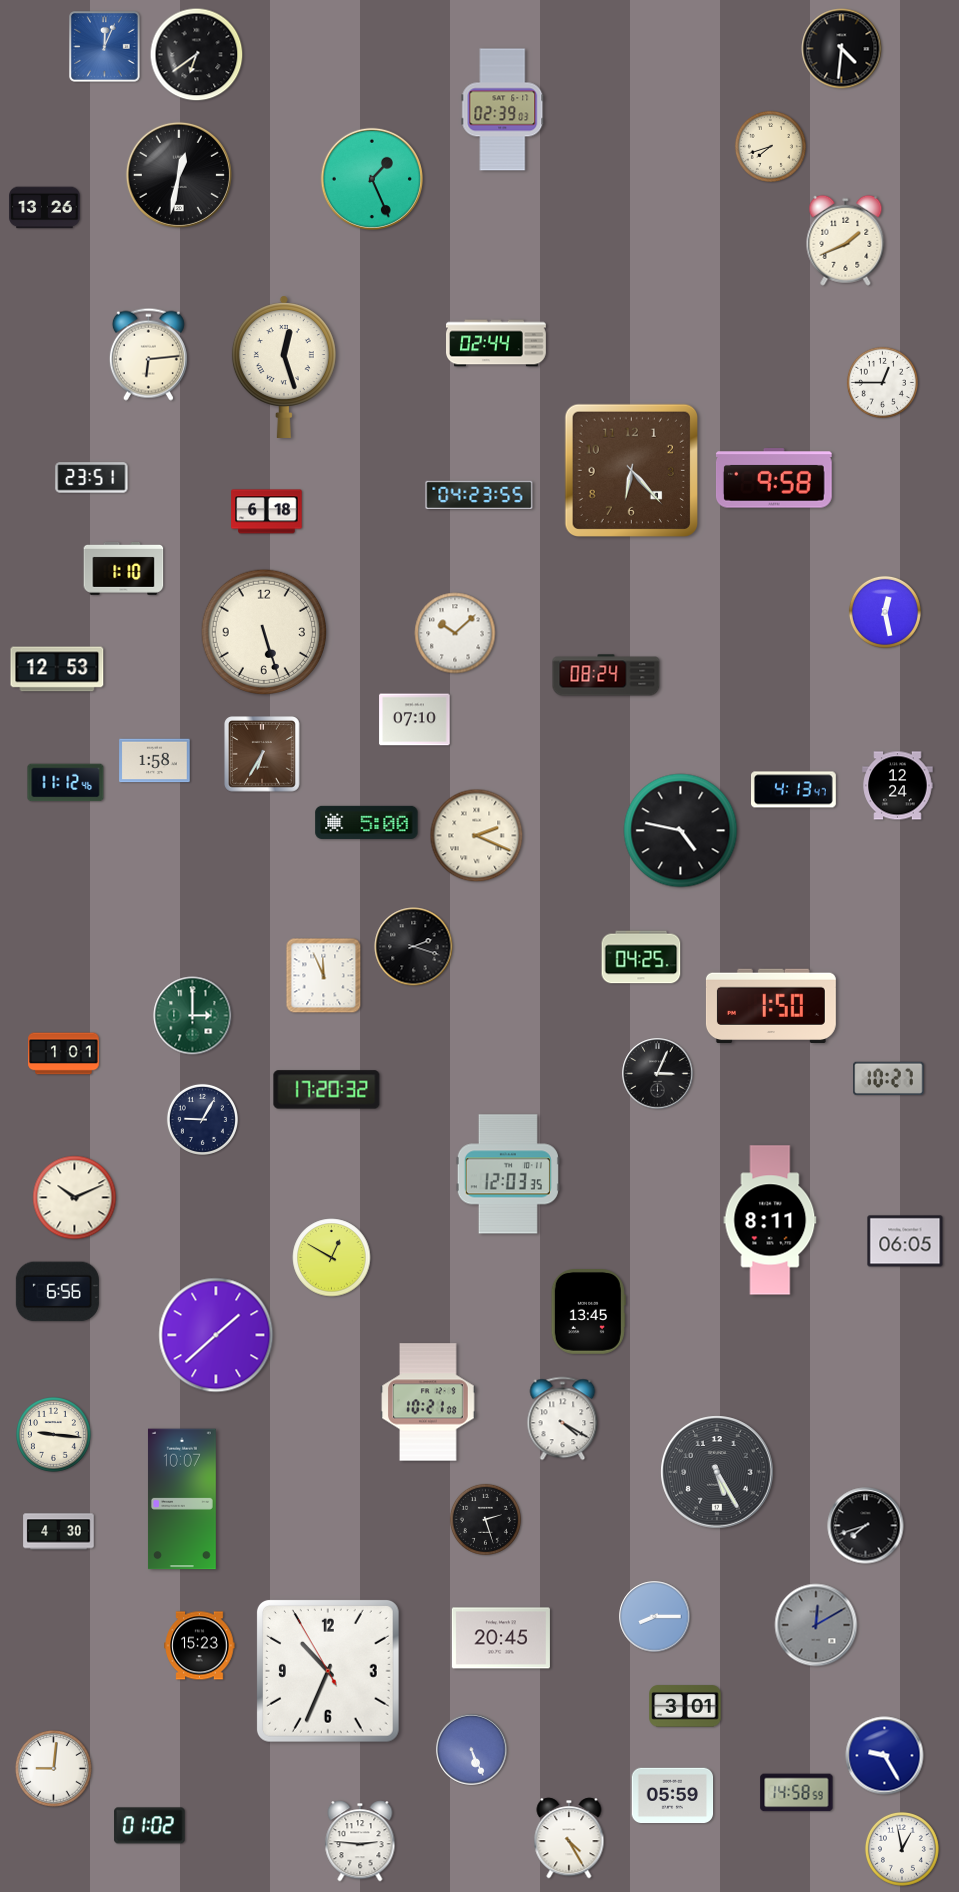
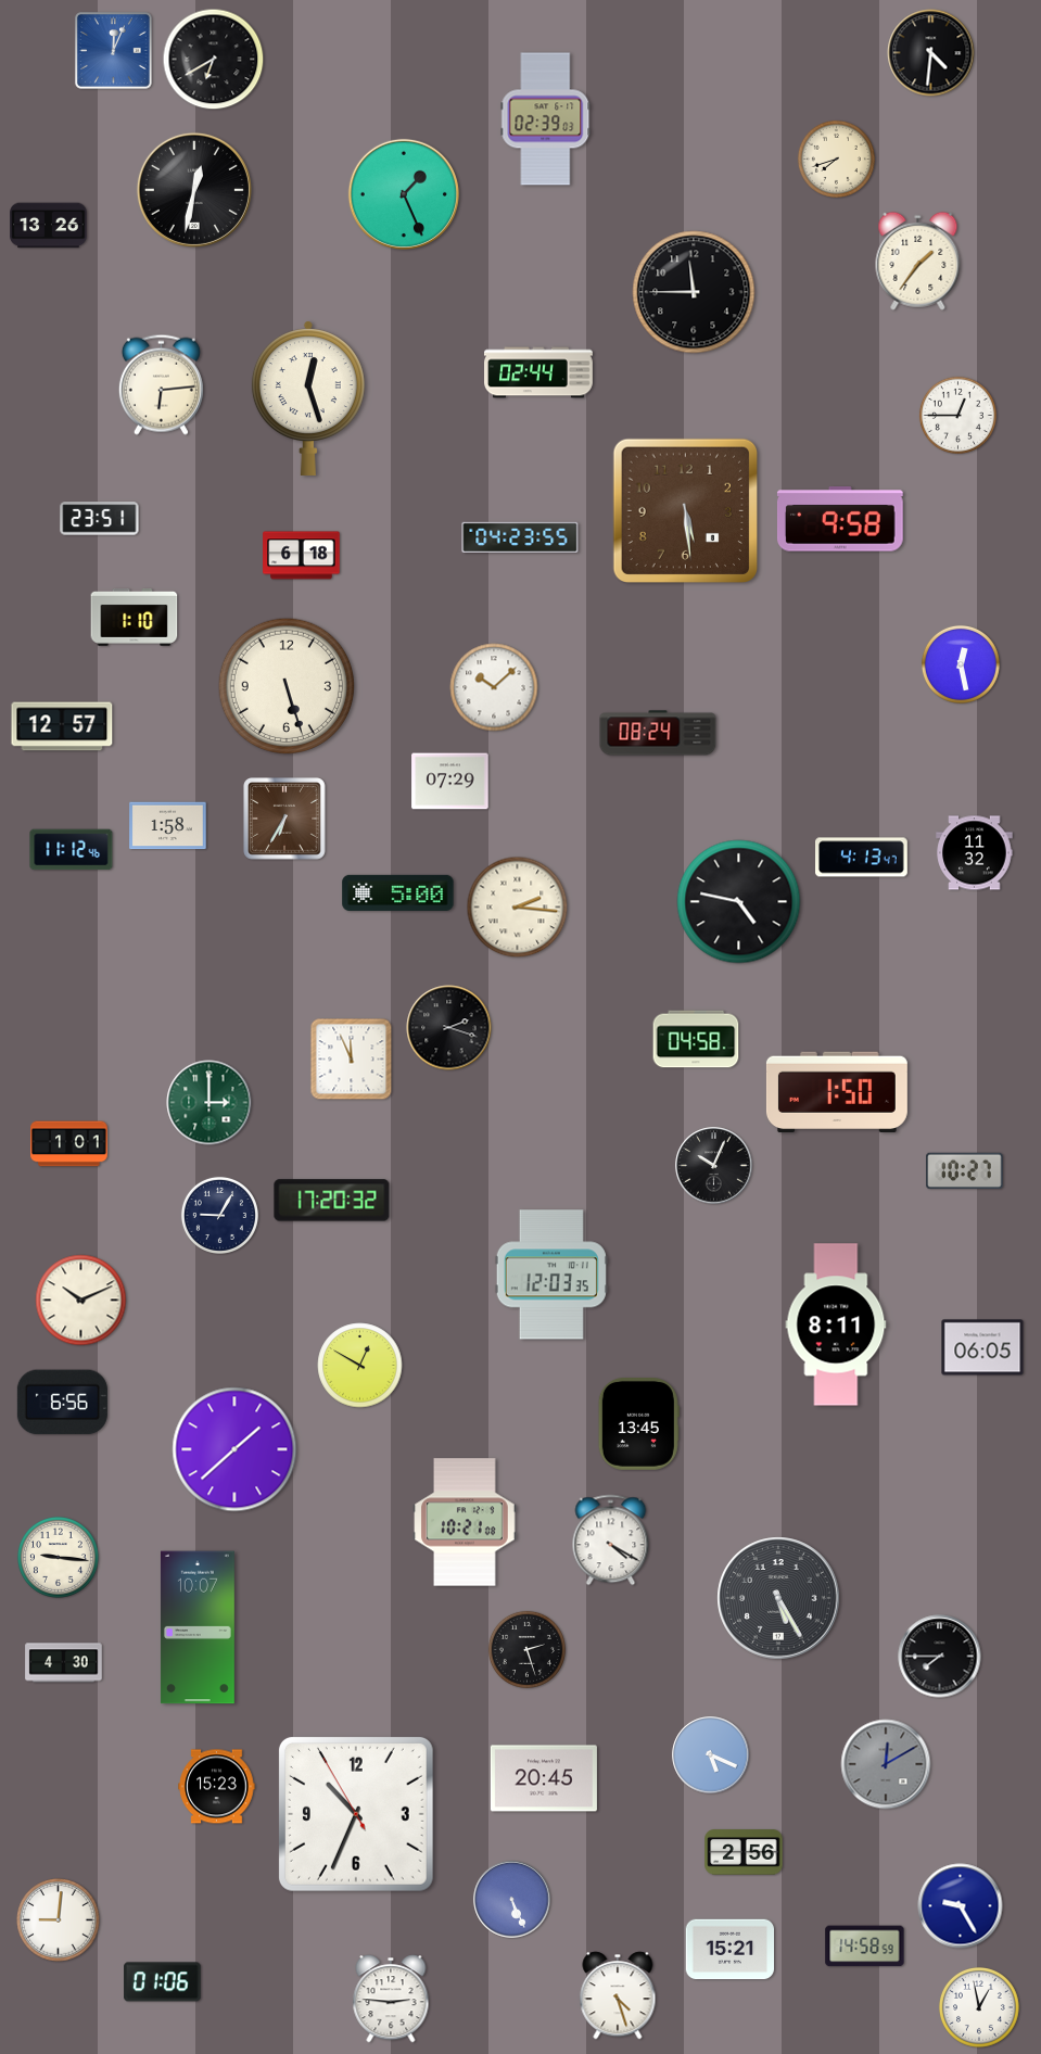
clock at (842, 49) position: (842, 49) -> (931, 53)
clock at (197, 55): 6:39 -> 6:40
clock at (846, 240): 1:41 -> 1:36
clock at (694, 292): none -> 11:45
clock at (631, 470): 6:23 -> 5:29
clock at (267, 512) position: (267, 512) -> (302, 556)
clock at (57, 669): 12:53 -> 12:57
clock at (415, 720): 07:10 -> 07:29
clock at (898, 786): 12:24 -> 11:32
clock at (477, 836): 2:19 -> 2:16
clock at (641, 957): 04:25 -> 04:58
clock at (658, 1074): 3:04 -> 10:04
clock at (327, 1090) position: (327, 1090) -> (332, 1201)
clock at (866, 1526): 7:42 -> 7:45
clock at (655, 1617): 8:15 -> 5:19
clock at (685, 1706): 3:01 -> 2:56
clock at (673, 1796): 05:59 -> 15:21
clock at (150, 1826): 01:02 -> 01:06
clock at (569, 1838): 4:25 -> 4:27
